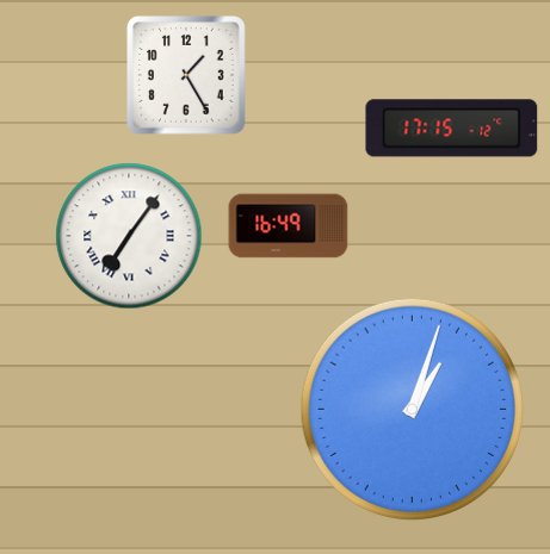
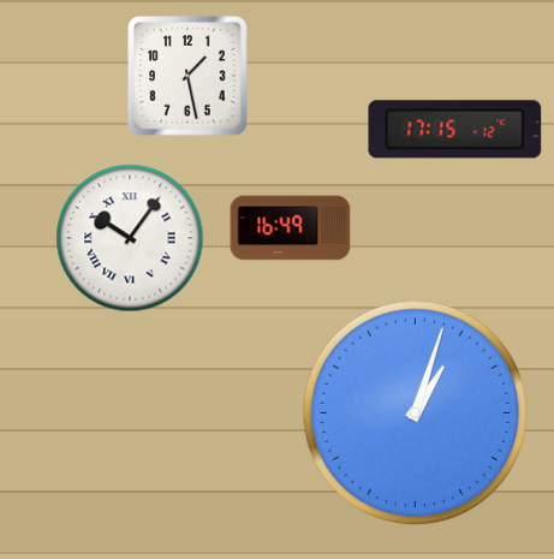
clock at (186, 75): 1:25 -> 1:28
clock at (129, 236): 7:06 -> 10:06
